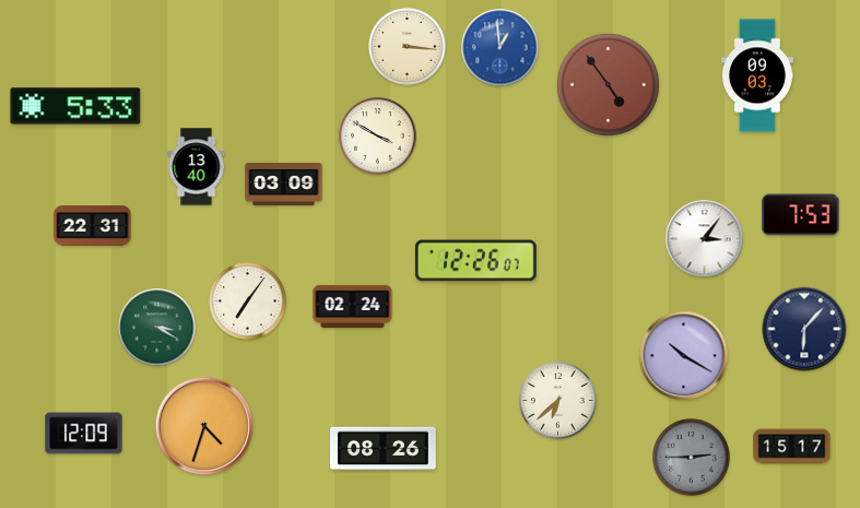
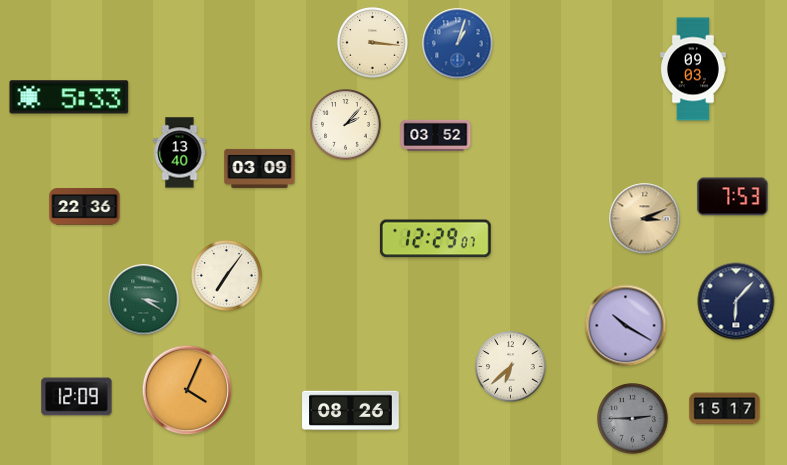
clock at (500, 48): 12:59 -> 1:03
clock at (608, 84): 4:54 -> none
clock at (378, 137): 3:50 -> 2:07
clock at (436, 135): none -> 03:52
clock at (93, 226): 22:31 -> 22:36
clock at (705, 239): 3:06 -> 3:11
clock at (705, 239) dial: white -> champagne
clock at (475, 261): 12:26 -> 12:29
clock at (353, 306): 02:24 -> none
clock at (204, 426): 4:33 -> 4:04
